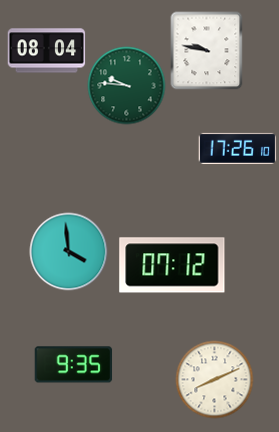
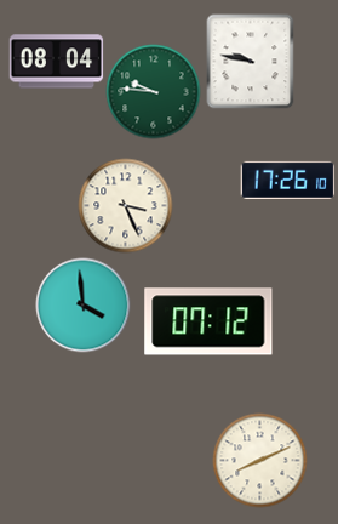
clock at (126, 85) position: (126, 85) -> (153, 91)
clock at (125, 205): none -> 3:26
clock at (73, 365): 9:35 -> none
